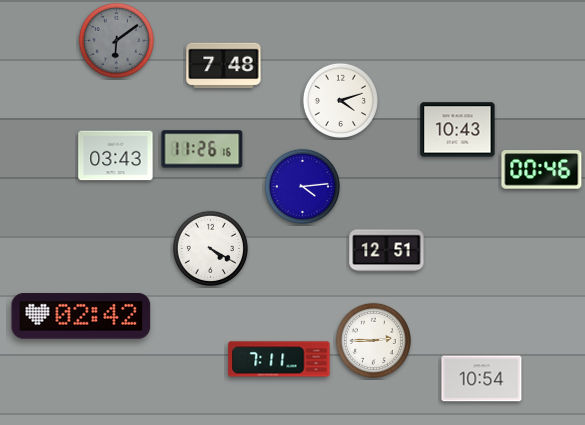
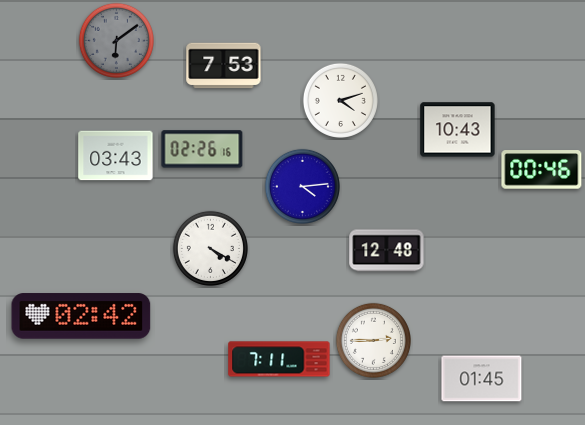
clock at (224, 66): 7:48 -> 7:53
clock at (202, 149): 11:26 -> 02:26
clock at (387, 251): 12:51 -> 12:48
clock at (482, 379): 10:54 -> 01:45
